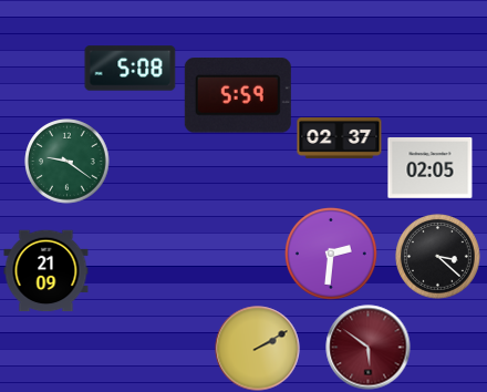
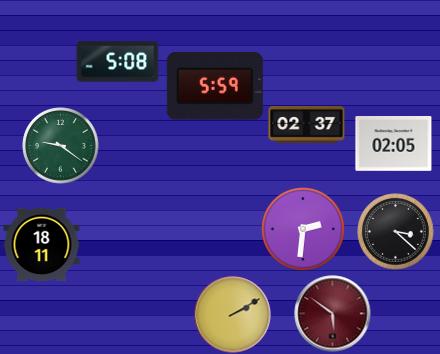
clock at (431, 168) position: (431, 168) -> (394, 144)
clock at (332, 255) position: (332, 255) -> (304, 230)
clock at (46, 271): 21:09 -> 18:11
